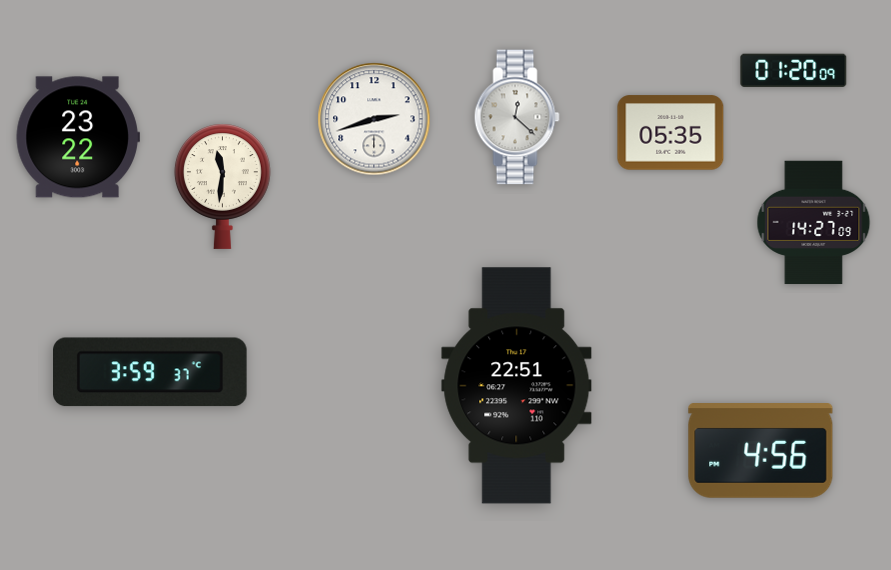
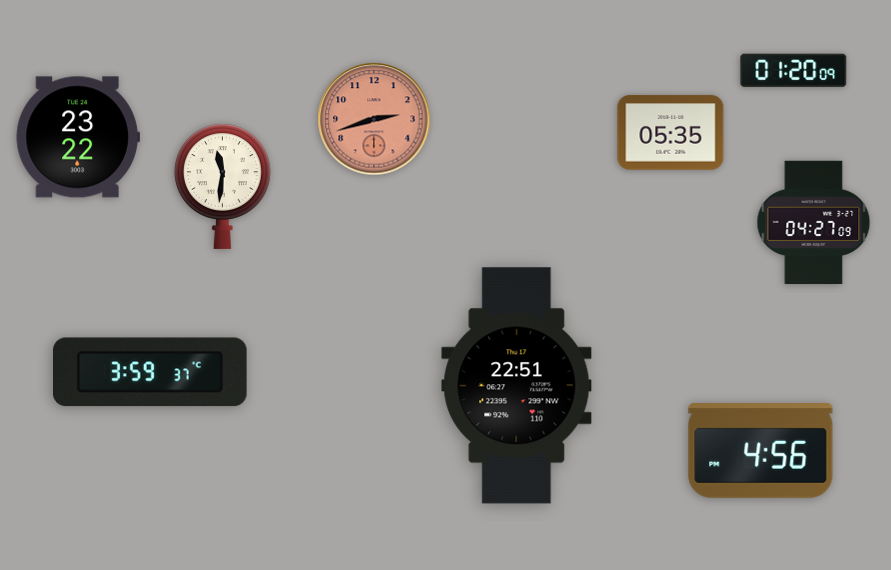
clock at (517, 117): 12:22 -> none
clock at (374, 119) dial: white -> salmon
clock at (814, 223): 14:27 -> 04:27
